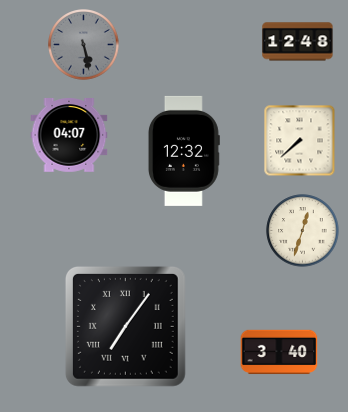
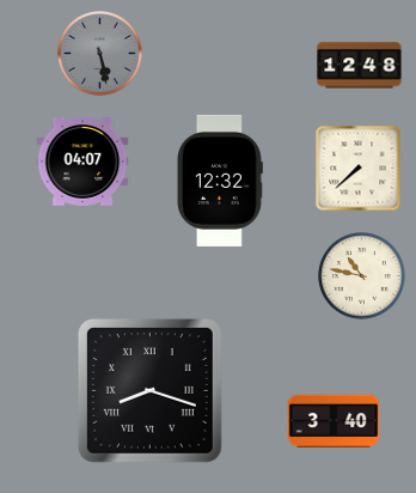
clock at (298, 42) position: (298, 42) -> (360, 66)
clock at (303, 231): 12:33 -> 10:47
clock at (125, 326): 7:06 -> 8:18
